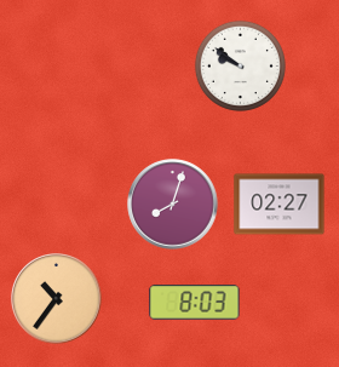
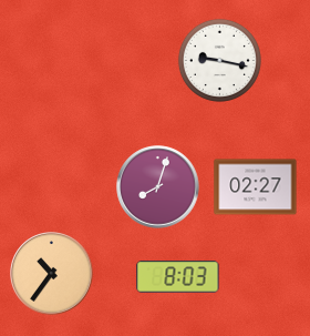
clock at (240, 65): 9:51 -> 9:17
